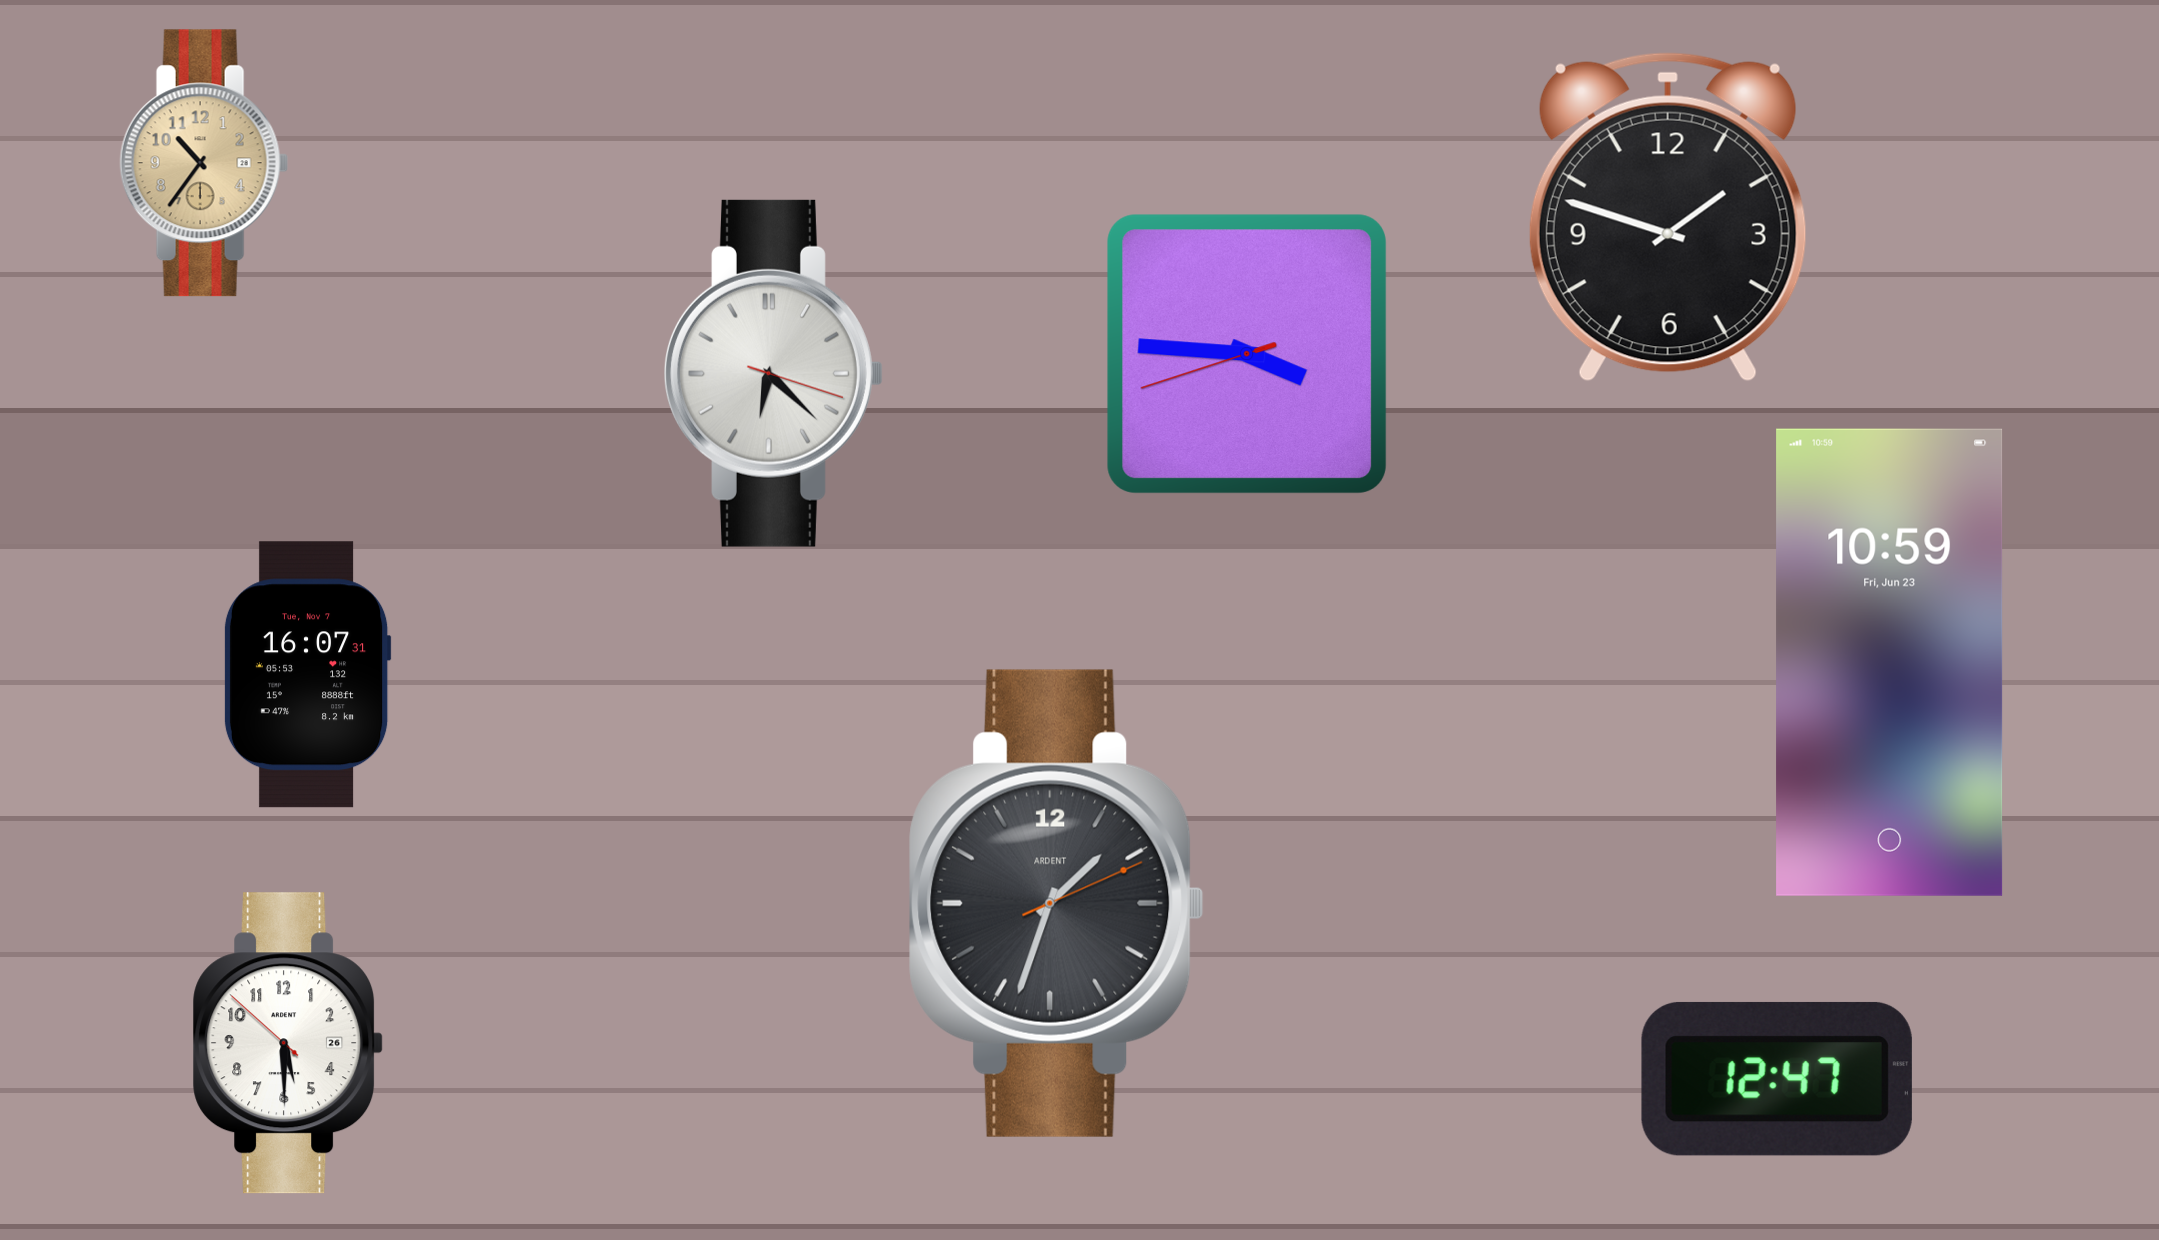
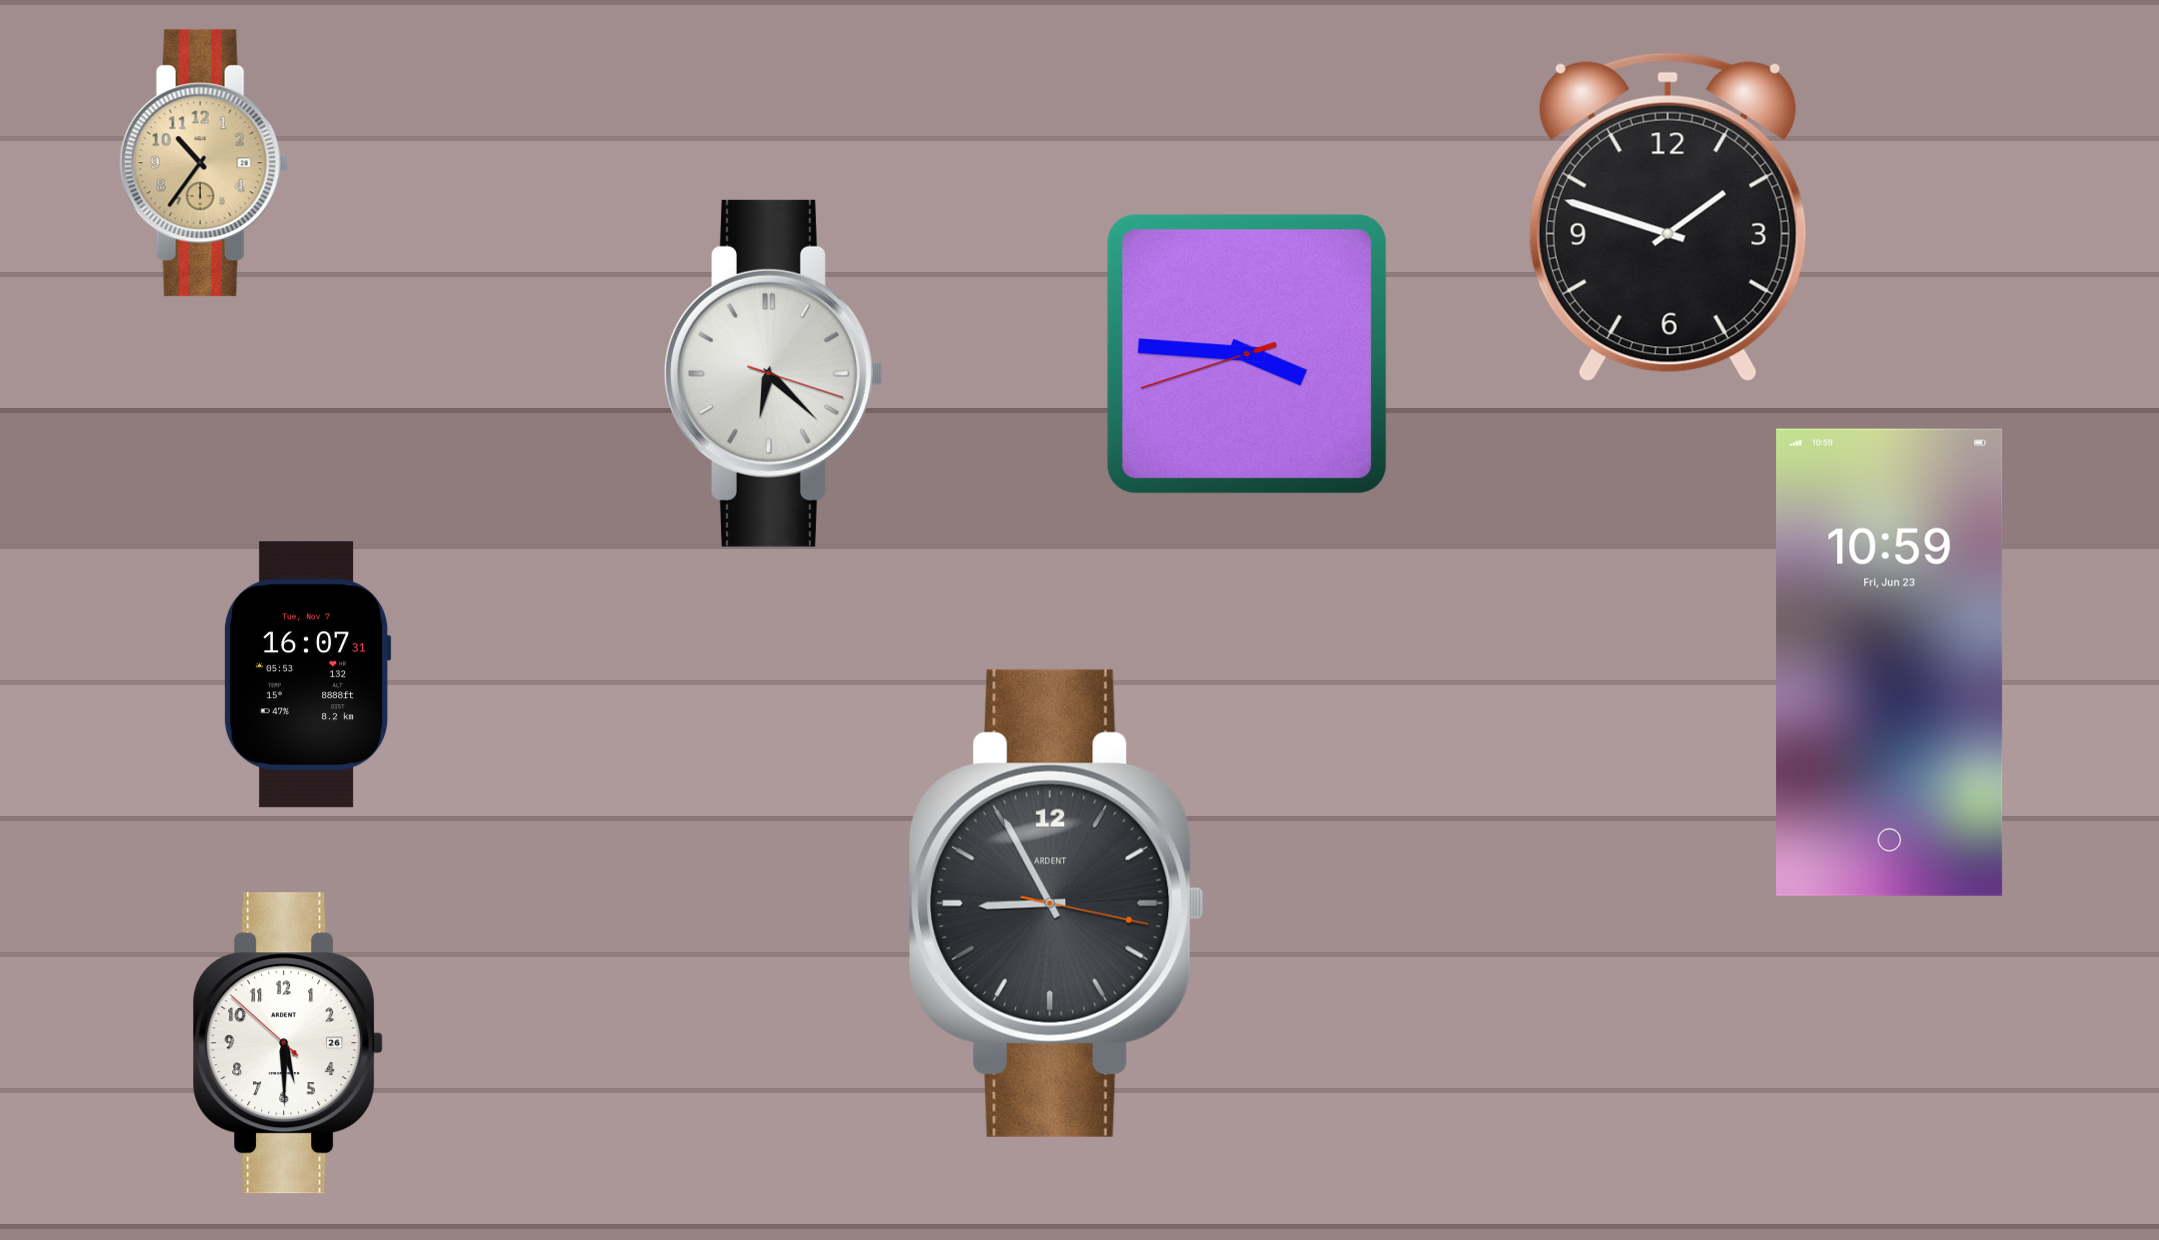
clock at (1057, 903): 1:33 -> 8:55
clock at (1777, 1079): 12:47 -> none
